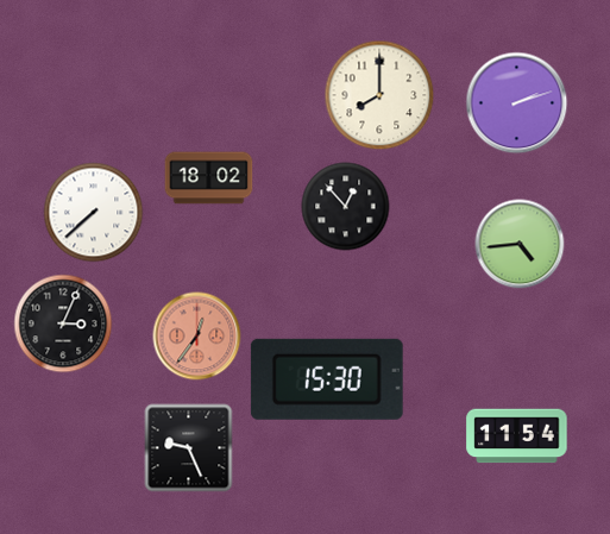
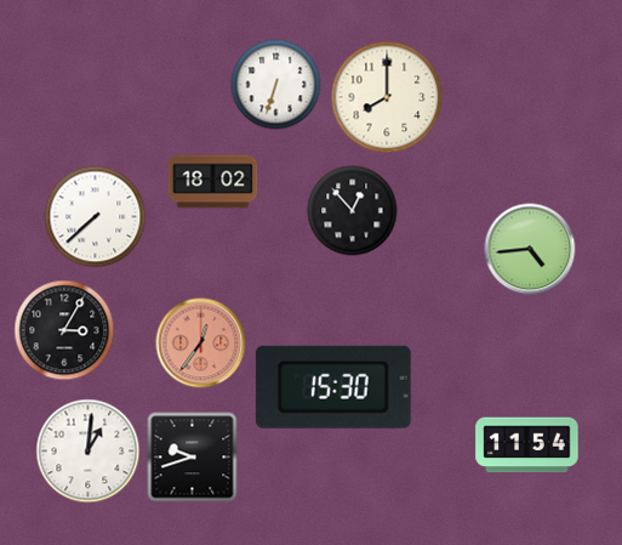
clock at (276, 85): none -> 6:33
clock at (517, 103): 2:12 -> none
clock at (63, 323): 3:04 -> 3:05
clock at (89, 452): none -> 1:01
clock at (189, 448): 9:26 -> 9:42
